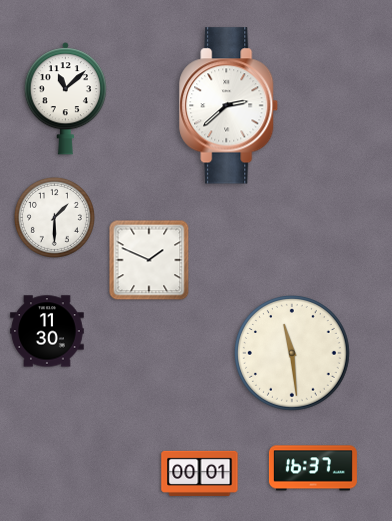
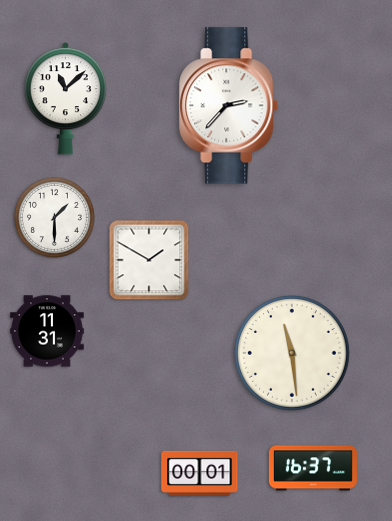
clock at (229, 106): 2:38 -> 2:37
clock at (149, 260): 1:49 -> 1:50
clock at (47, 331): 11:30 -> 11:31
